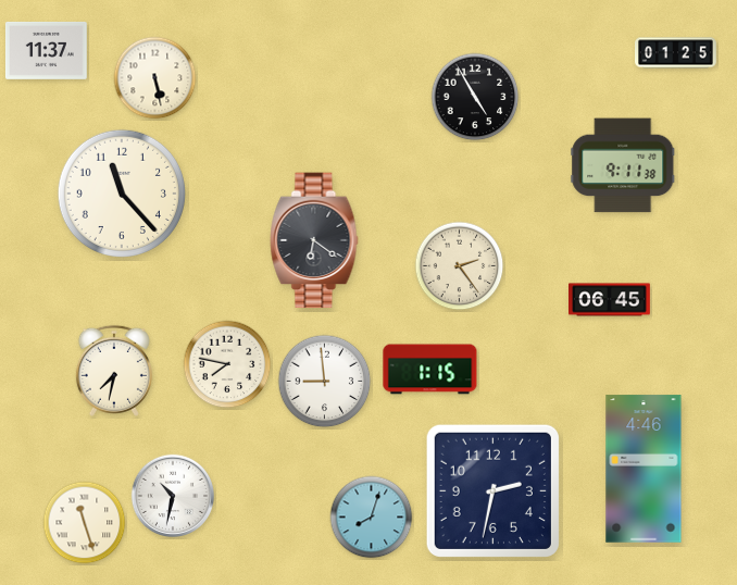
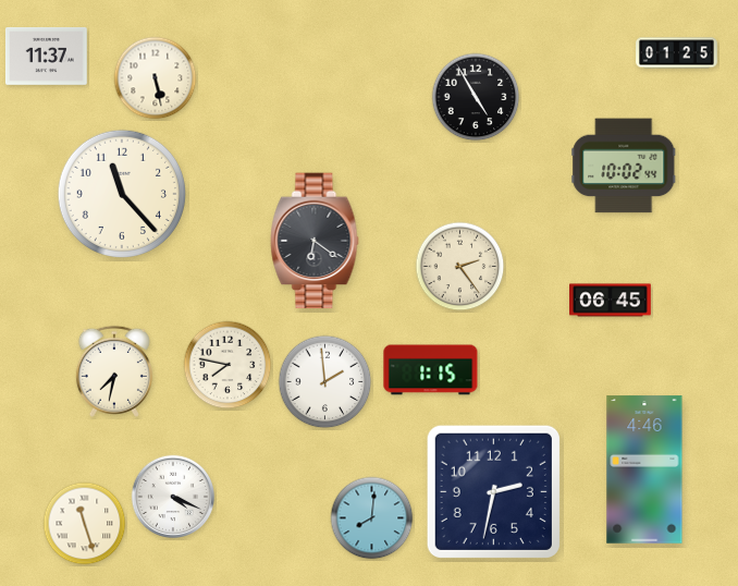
clock at (46, 50) position: (46, 50) -> (46, 56)
clock at (623, 165): 9:11 -> 10:02
clock at (325, 382): 8:59 -> 1:59
clock at (173, 496): 10:32 -> 4:19
clock at (372, 518): 8:03 -> 8:01
